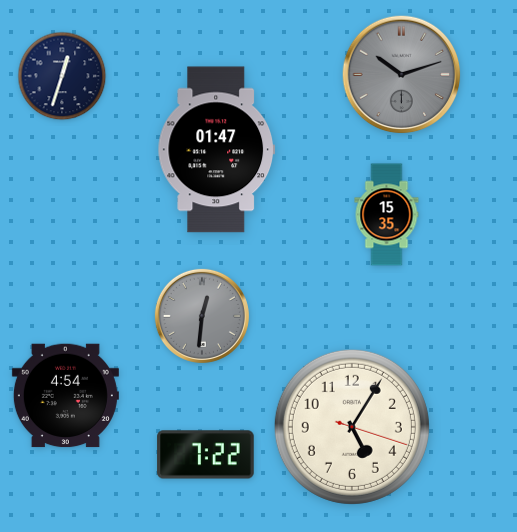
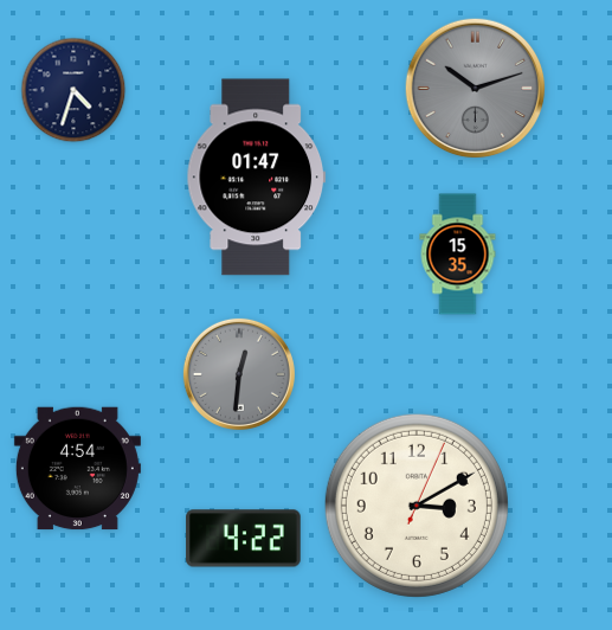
clock at (62, 76): 12:33 -> 4:33
clock at (352, 427): 5:05 -> 3:10
clock at (206, 455): 7:22 -> 4:22
